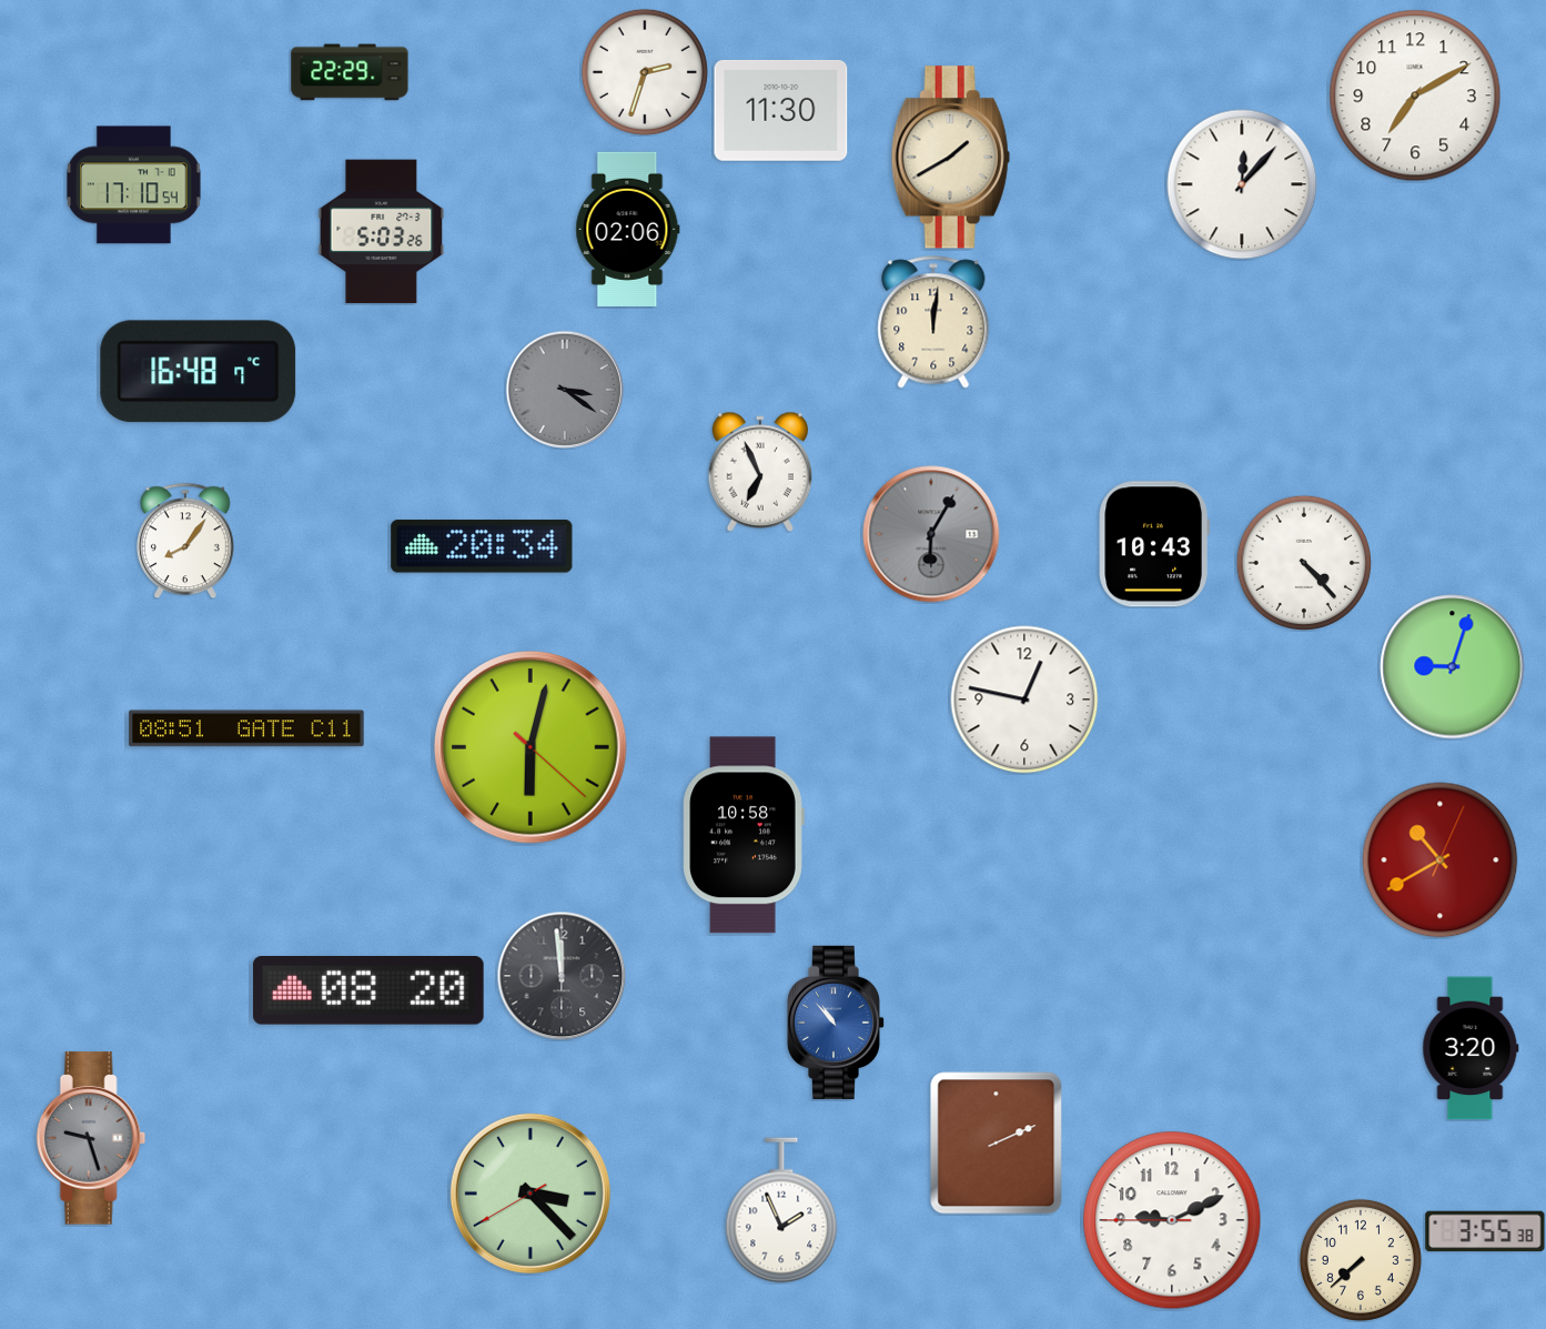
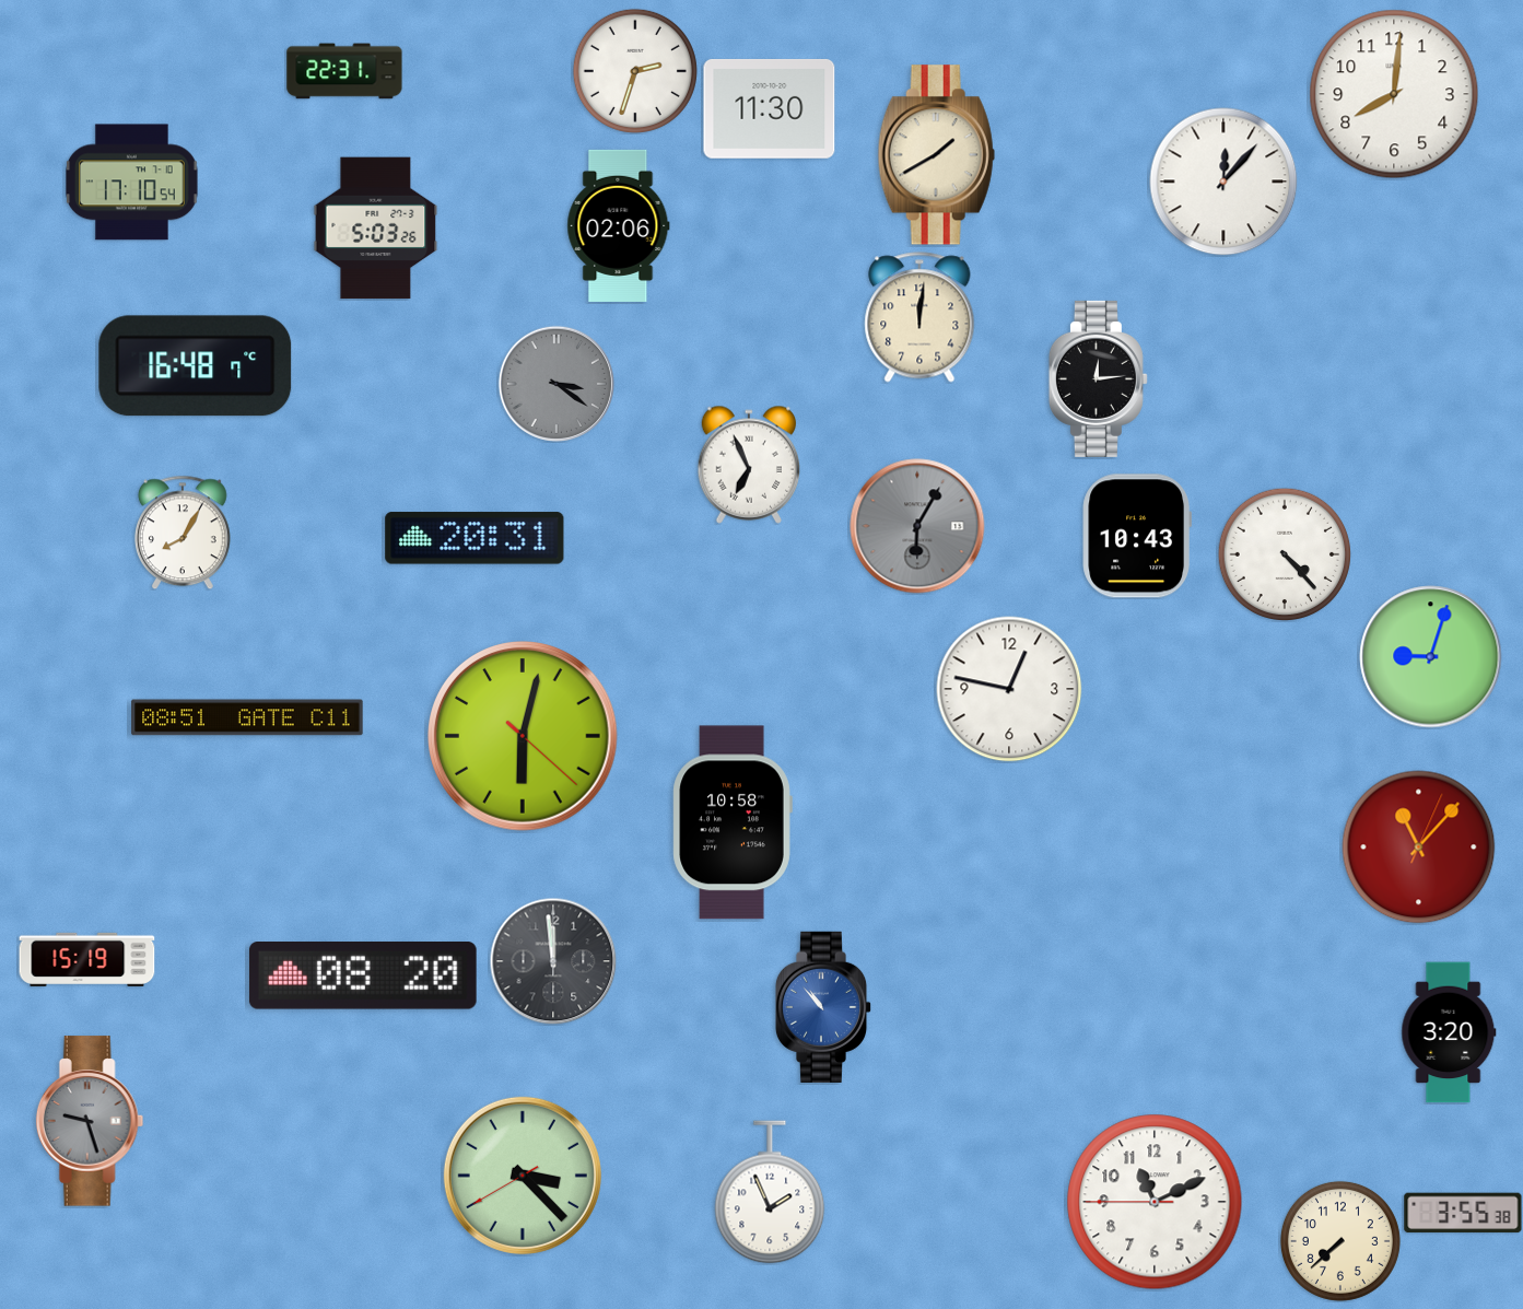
clock at (350, 72): 22:29 -> 22:31
clock at (1415, 95): 7:10 -> 8:01
clock at (1098, 378): none -> 12:14
clock at (186, 541): 8:06 -> 8:05
clock at (482, 546): 20:34 -> 20:31
clock at (246, 728) position: (246, 728) -> (247, 717)
clock at (1441, 860): 10:40 -> 11:07
clock at (87, 959): none -> 15:19
clock at (997, 1144): 2:11 -> none
clock at (1172, 1220): 9:10 -> 11:10
